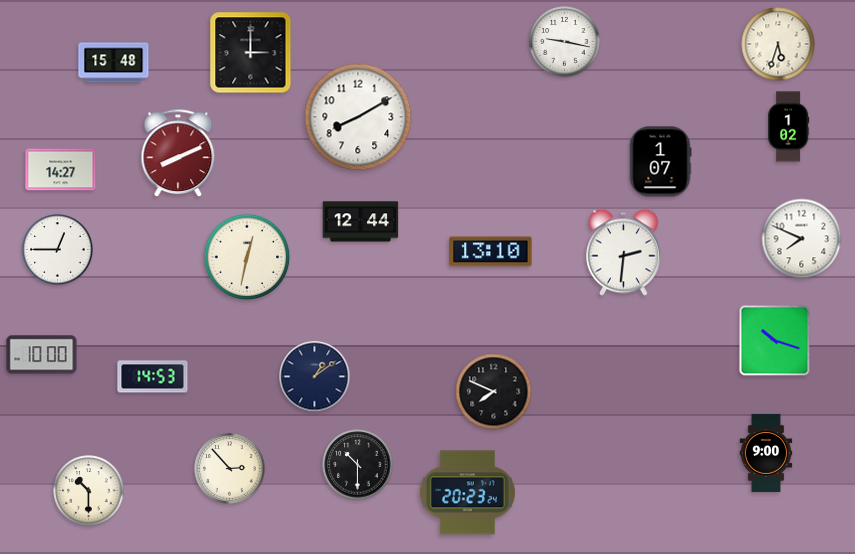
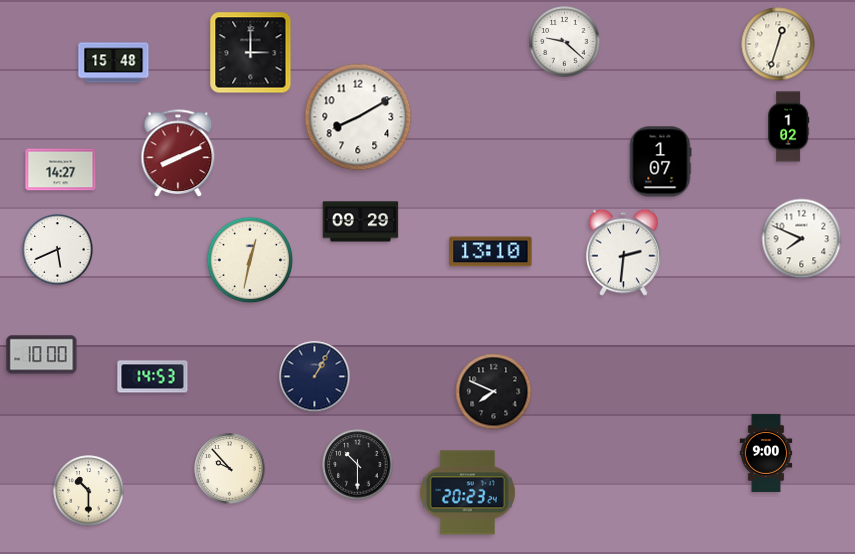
clock at (565, 42): 9:17 -> 9:22
clock at (778, 44): 5:33 -> 12:33
clock at (361, 222): 12:44 -> 09:29
clock at (58, 250): 12:45 -> 5:41
clock at (247, 257) position: (247, 257) -> (250, 260)
clock at (775, 341): 10:18 -> none
clock at (315, 377): 1:09 -> 1:05
clock at (230, 469): 2:53 -> 9:53
